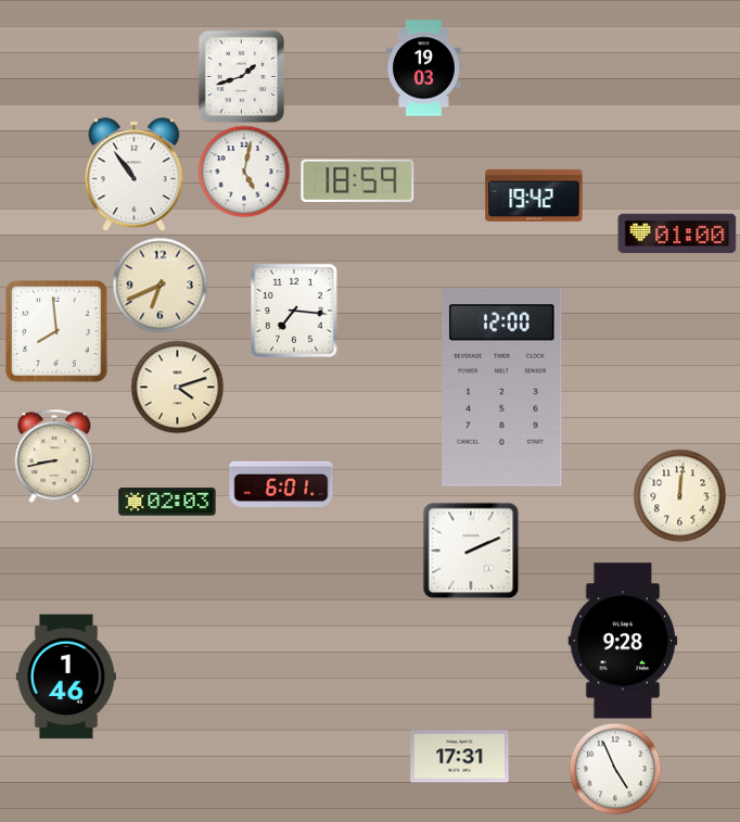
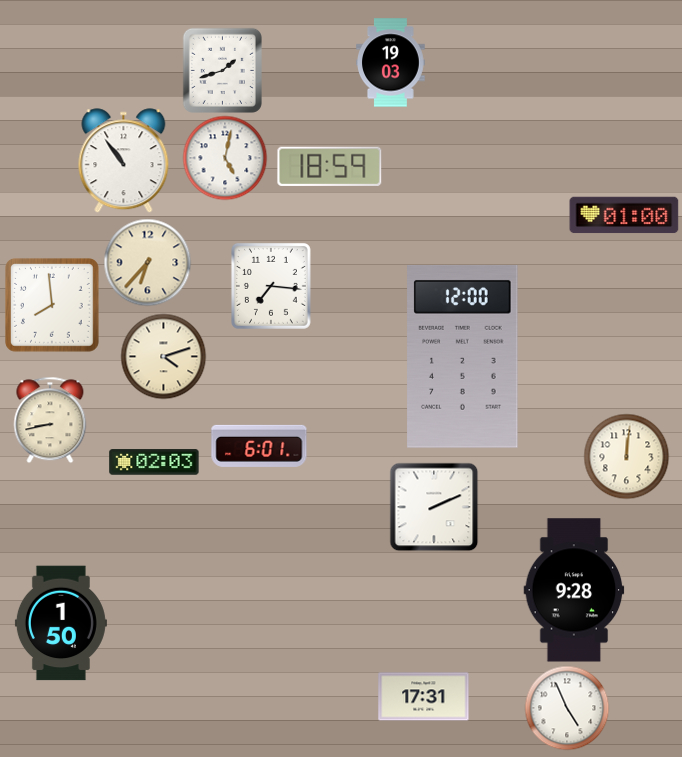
clock at (534, 195): 19:42 -> none
clock at (160, 284): 6:41 -> 6:37
clock at (66, 676): 1:46 -> 1:50
